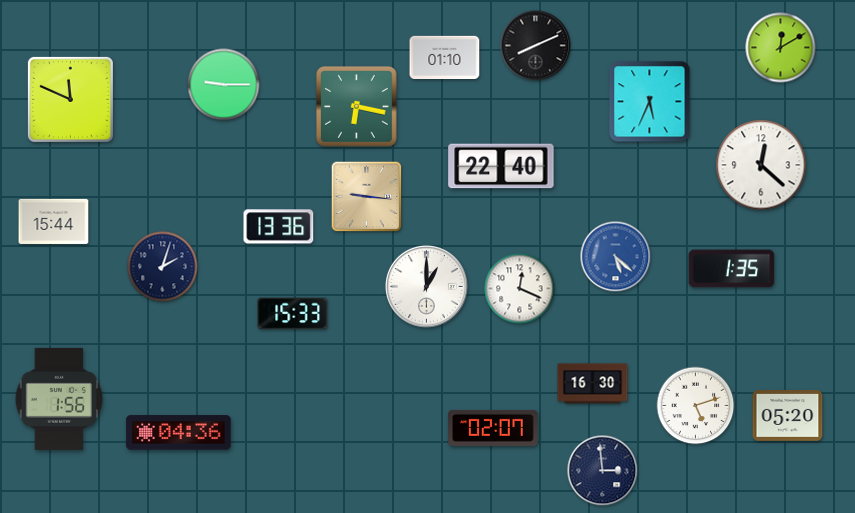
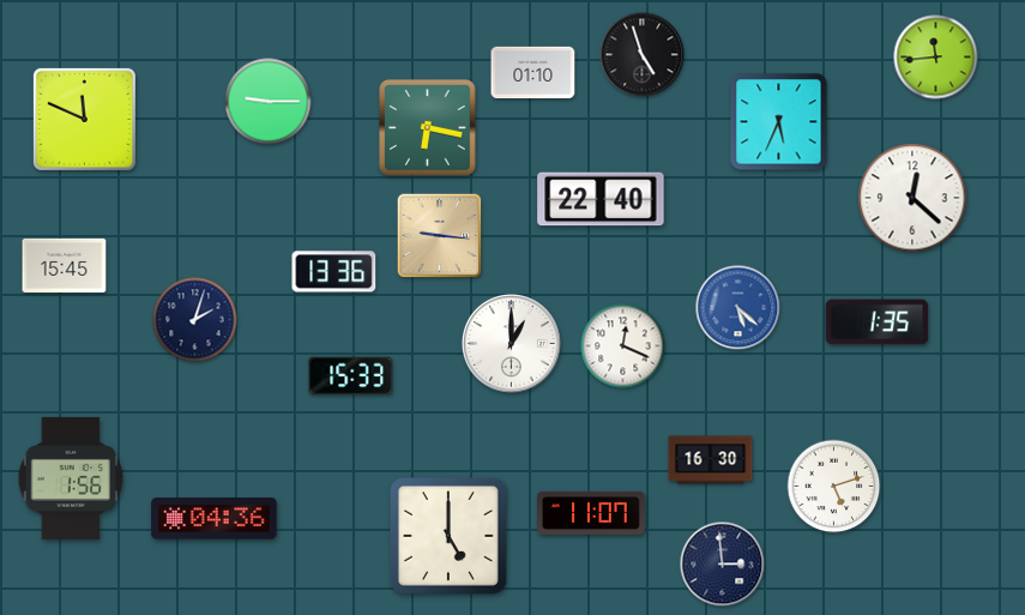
clock at (536, 46): 8:11 -> 4:57
clock at (781, 48): 12:10 -> 11:44
clock at (445, 57) position: (445, 57) -> (533, 72)
clock at (54, 221): 15:44 -> 15:45
clock at (788, 416): 05:20 -> none
clock at (494, 428): 02:07 -> 11:07
clock at (450, 537): none -> 5:00
